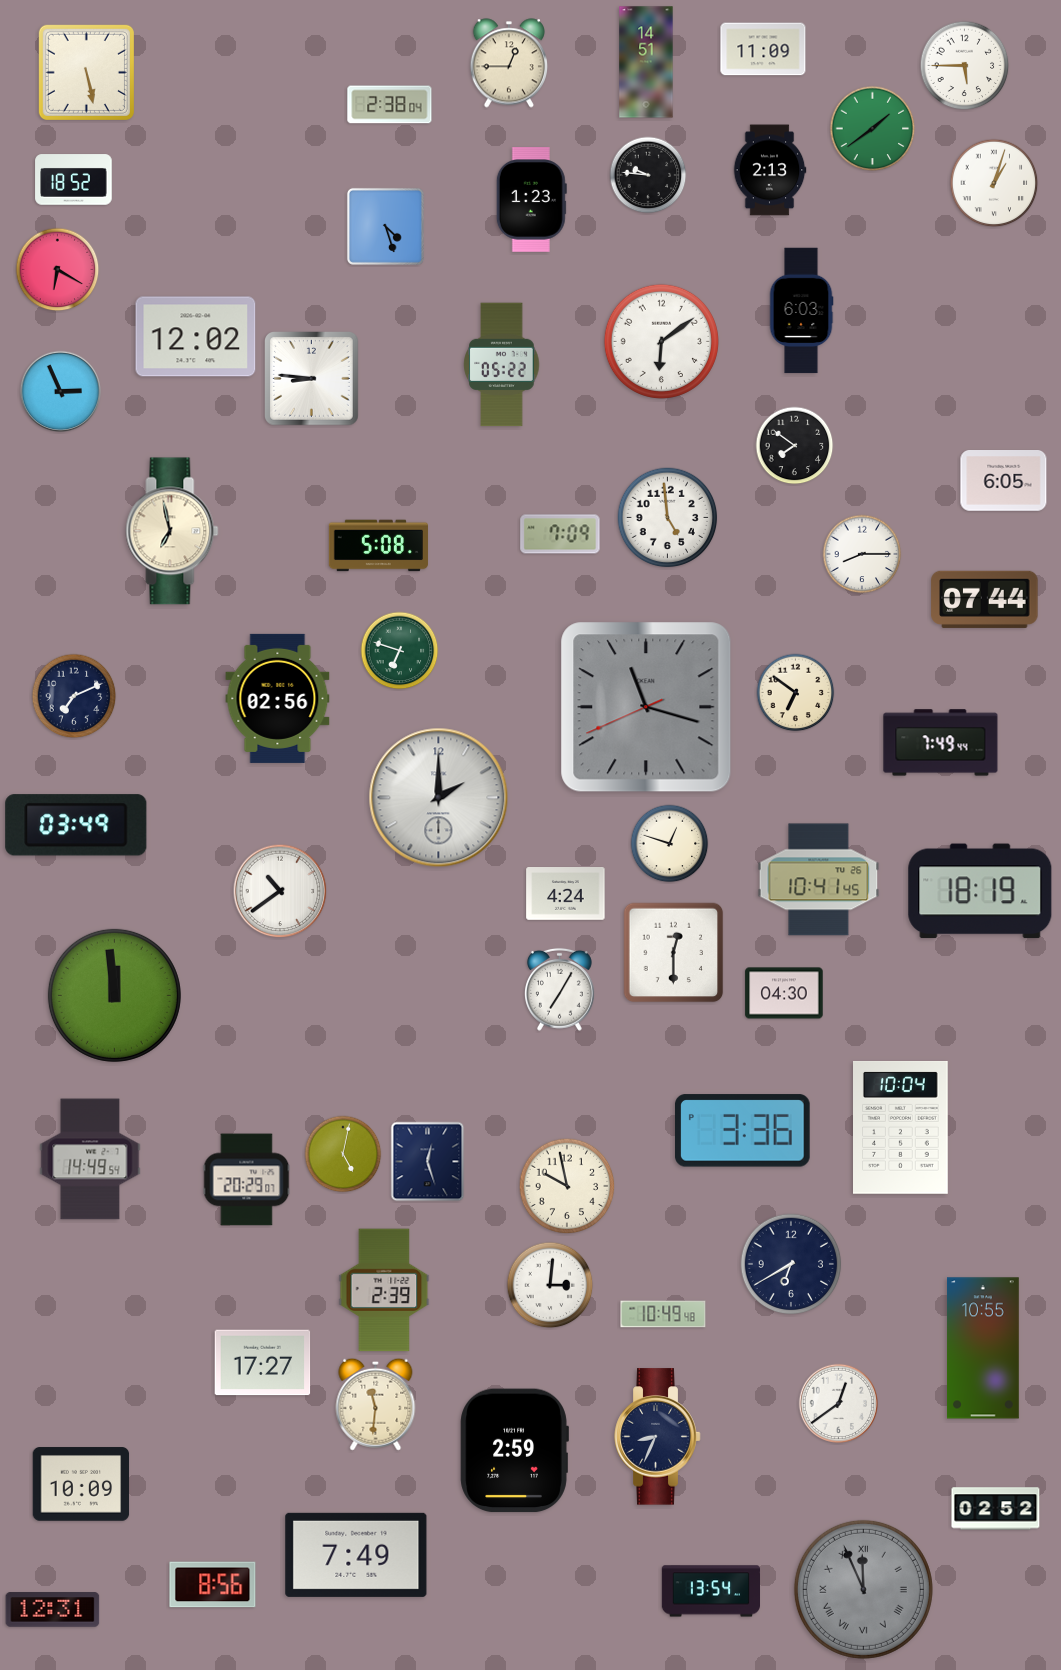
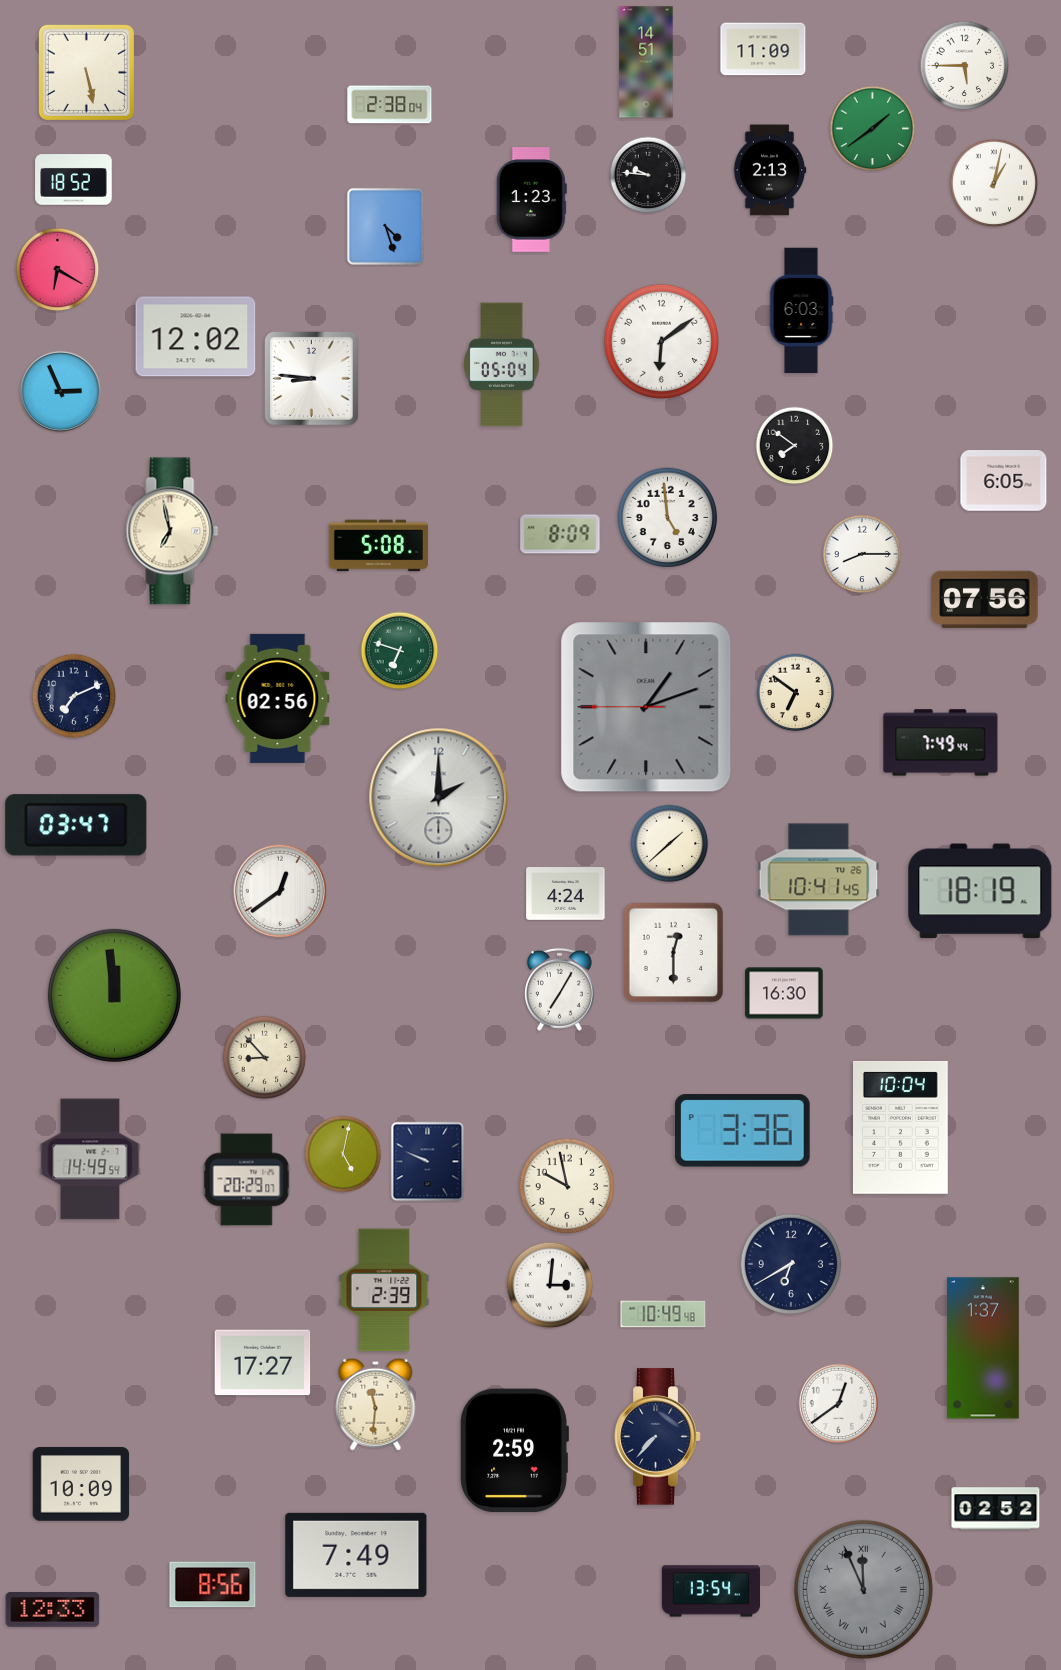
clock at (508, 63): 12:45 -> none
clock at (994, 183): 1:03 -> 1:02
clock at (502, 365): 05:22 -> 05:04
clock at (560, 534): 7:09 -> 8:09
clock at (985, 599): 07:44 -> 07:56
clock at (646, 707): 11:17 -> 1:11
clock at (76, 825): 03:49 -> 03:47
clock at (670, 844): 12:48 -> 1:38
clock at (280, 891): 10:39 -> 12:39
clock at (784, 993): 04:30 -> 16:30
clock at (265, 1058): none -> 8:53
clock at (428, 1162): 12:27 -> 9:49
clock at (984, 1348): 10:55 -> 1:37
clock at (658, 1437): 8:34 -> 7:37
clock at (53, 1610): 12:31 -> 12:33
